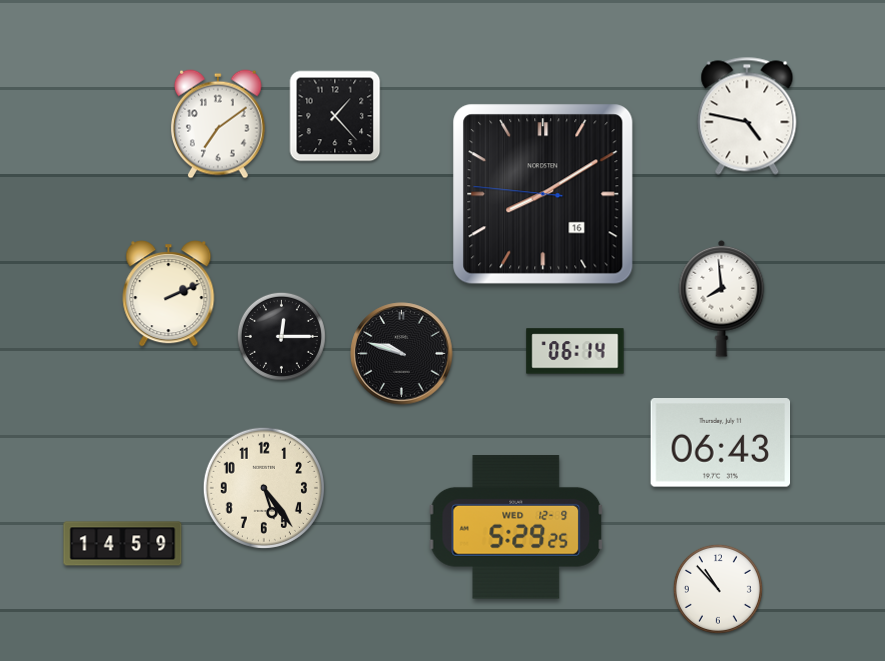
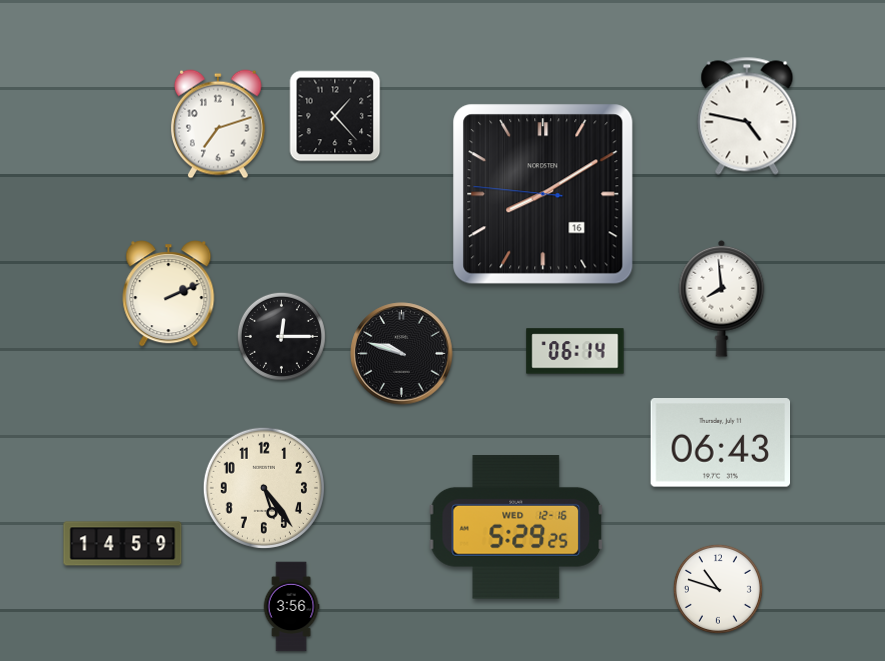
clock at (218, 124): 7:09 -> 7:12
clock at (516, 527) date: WED 12-9 -> WED 12-16
clock at (718, 589): 10:53 -> 10:48
clock at (291, 607): none -> 3:56
